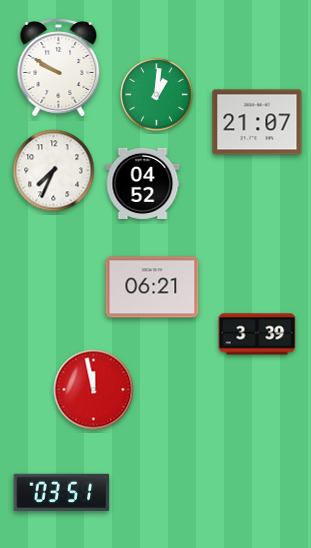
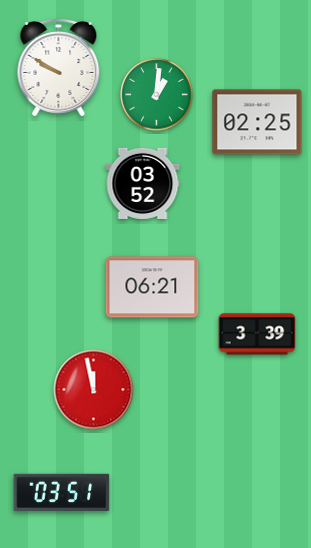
clock at (257, 122): 21:07 -> 02:25
clock at (54, 171): 7:34 -> none
clock at (143, 183): 04:52 -> 03:52
